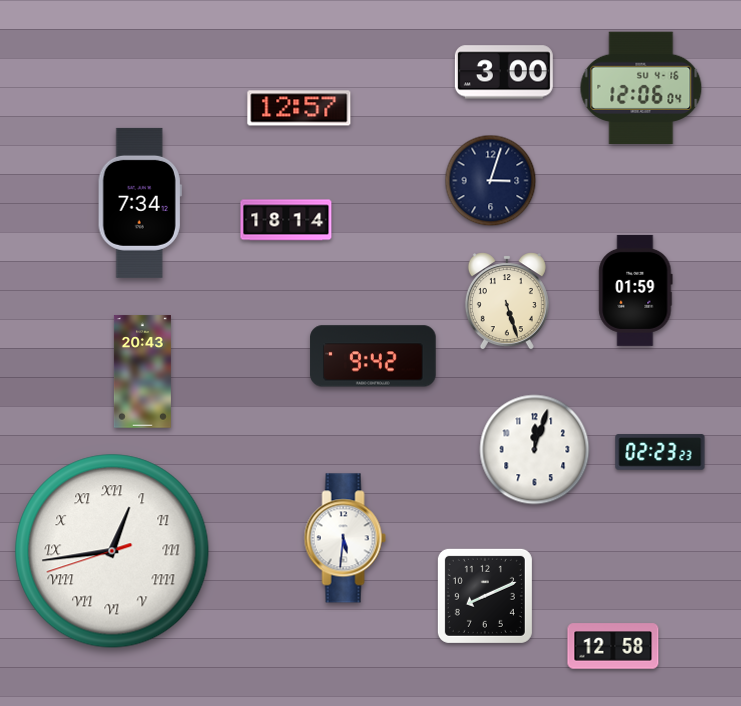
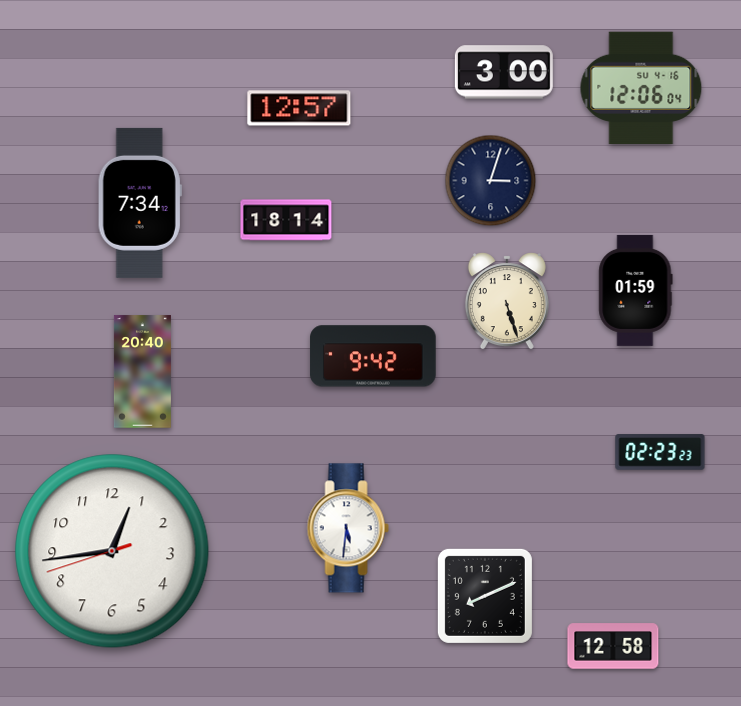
clock at (142, 372): 20:43 -> 20:40
clock at (535, 450): 12:03 -> none
clock at (345, 538) position: (345, 538) -> (348, 528)
clock at (112, 551) numerals: Roman -> Arabic
